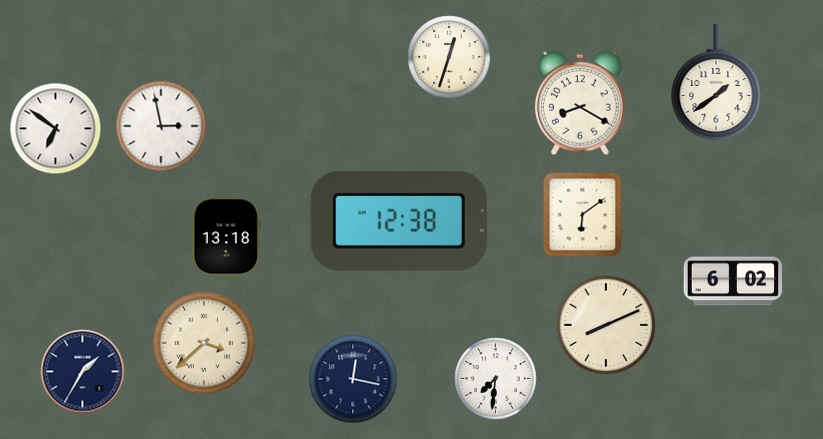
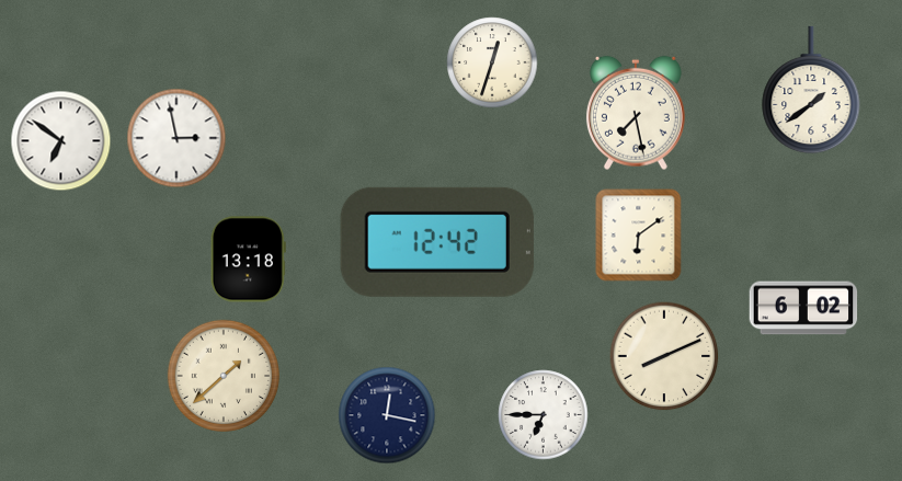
clock at (716, 82) position: (716, 82) -> (811, 90)
clock at (580, 103): 8:20 -> 7:28
clock at (399, 221): 12:38 -> 12:42
clock at (203, 342): 3:38 -> 1:38
clock at (83, 372): 1:35 -> none
clock at (496, 379): 7:31 -> 6:45
